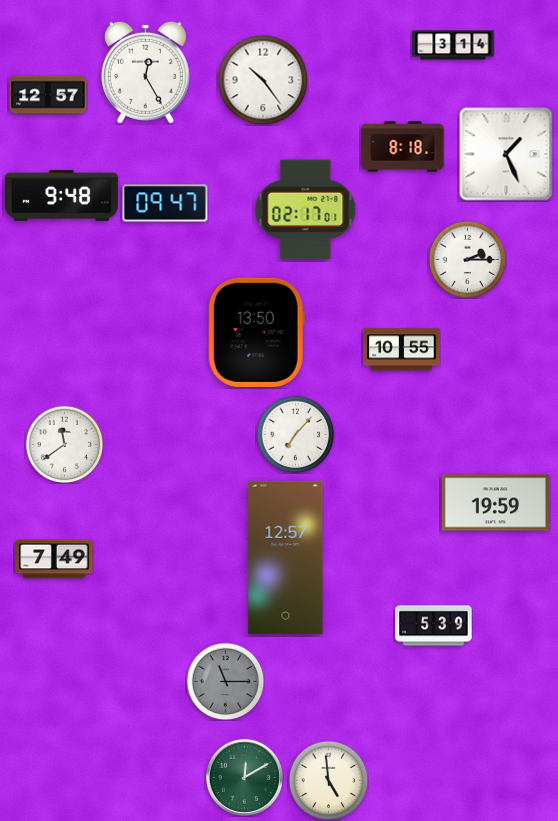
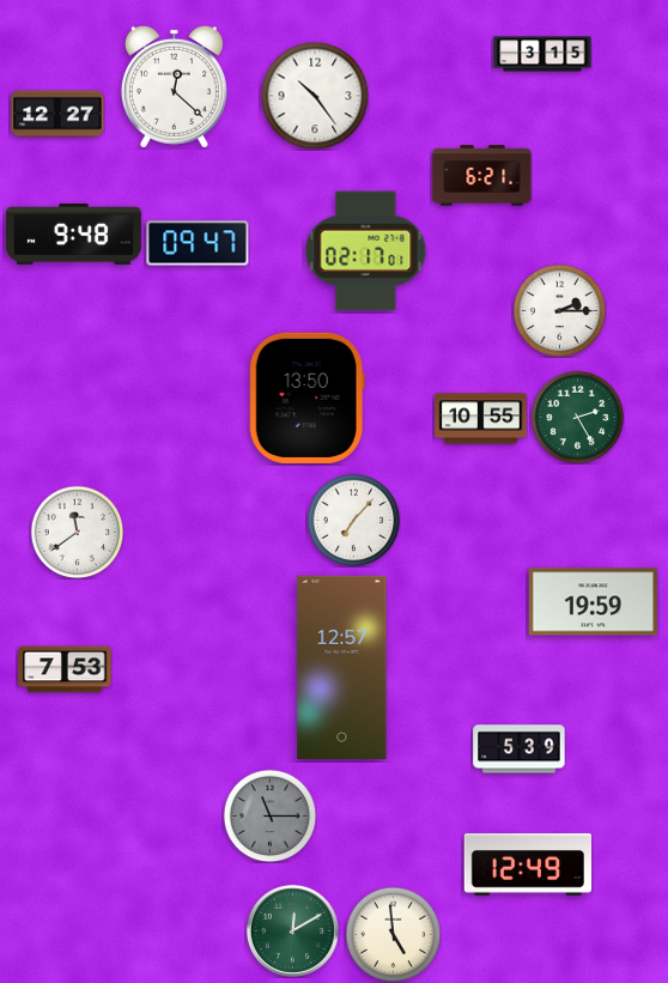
clock at (453, 45): 3:14 -> 3:15
clock at (145, 72): 12:25 -> 12:22
clock at (48, 95): 12:57 -> 12:27
clock at (403, 147): 8:18 -> 6:21
clock at (506, 154): 1:26 -> none
clock at (577, 417): none -> 2:25
clock at (54, 559): 7:49 -> 7:53
clock at (527, 864): none -> 12:49
